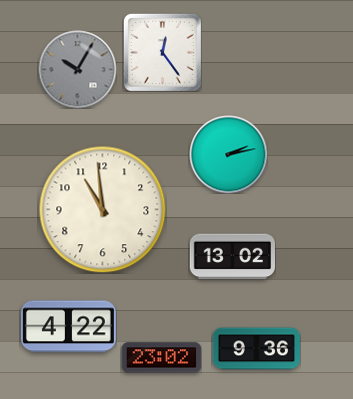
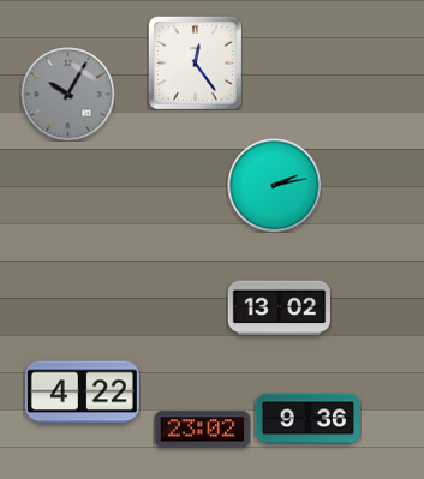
clock at (77, 69) position: (77, 69) -> (67, 94)
clock at (102, 209): 10:59 -> none
clock at (161, 358) position: (161, 358) -> (202, 430)
